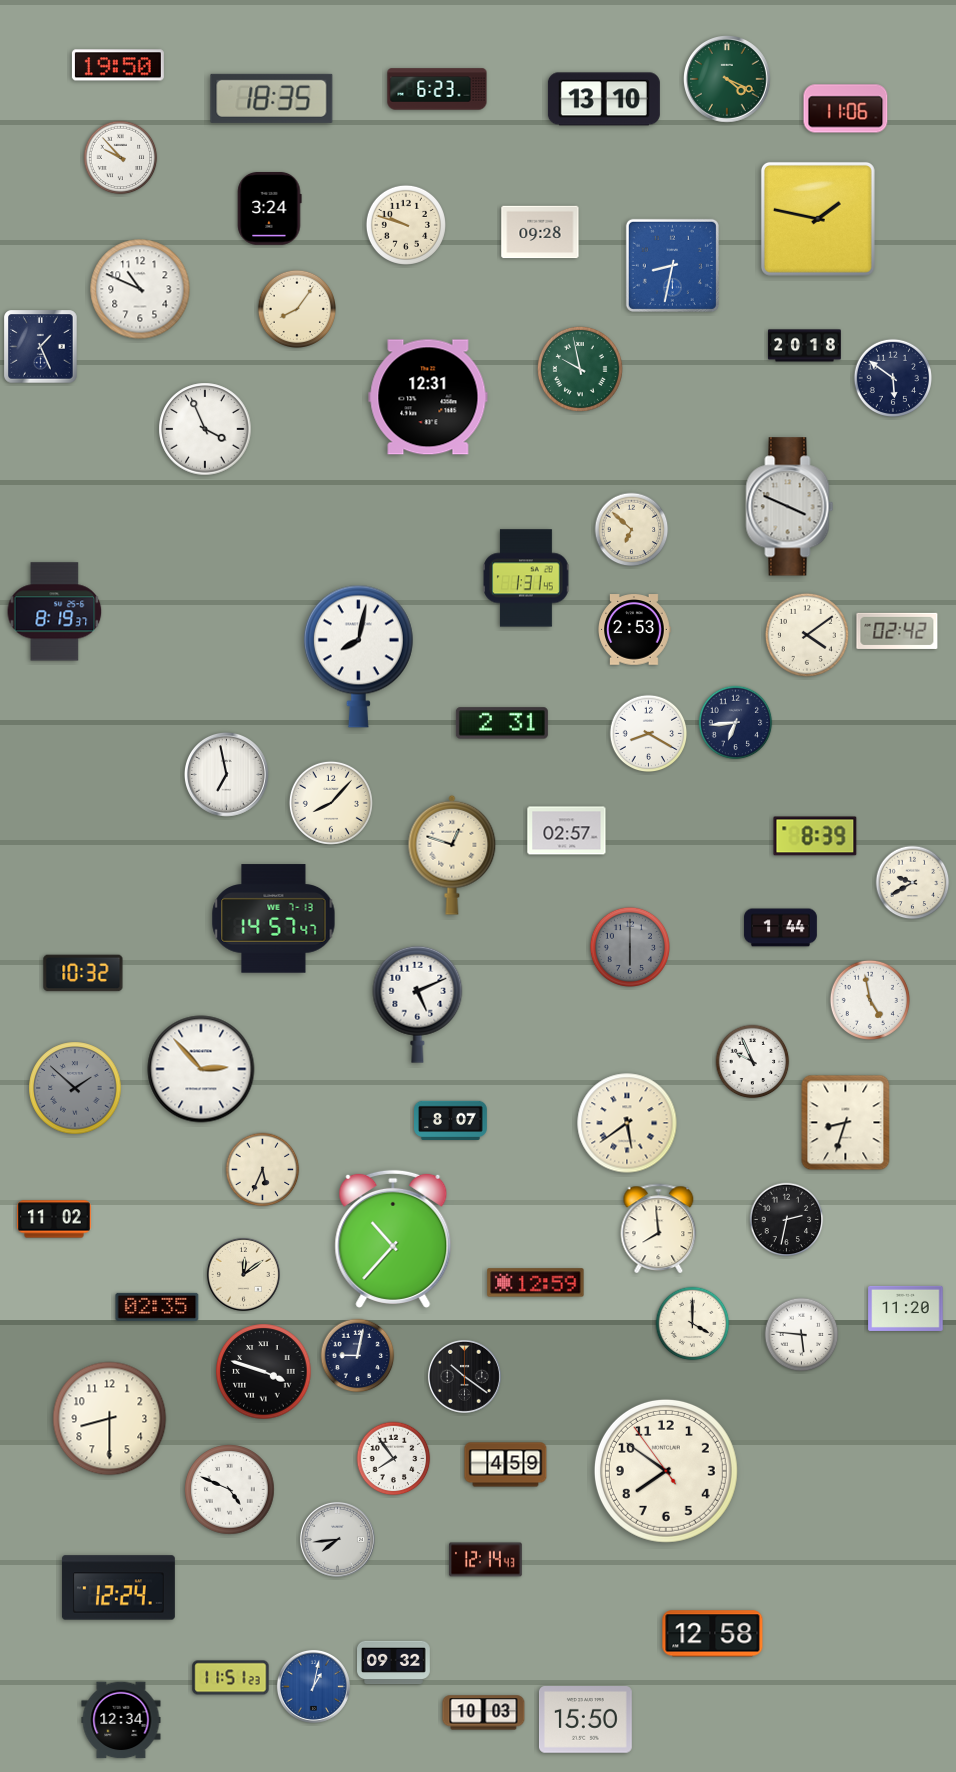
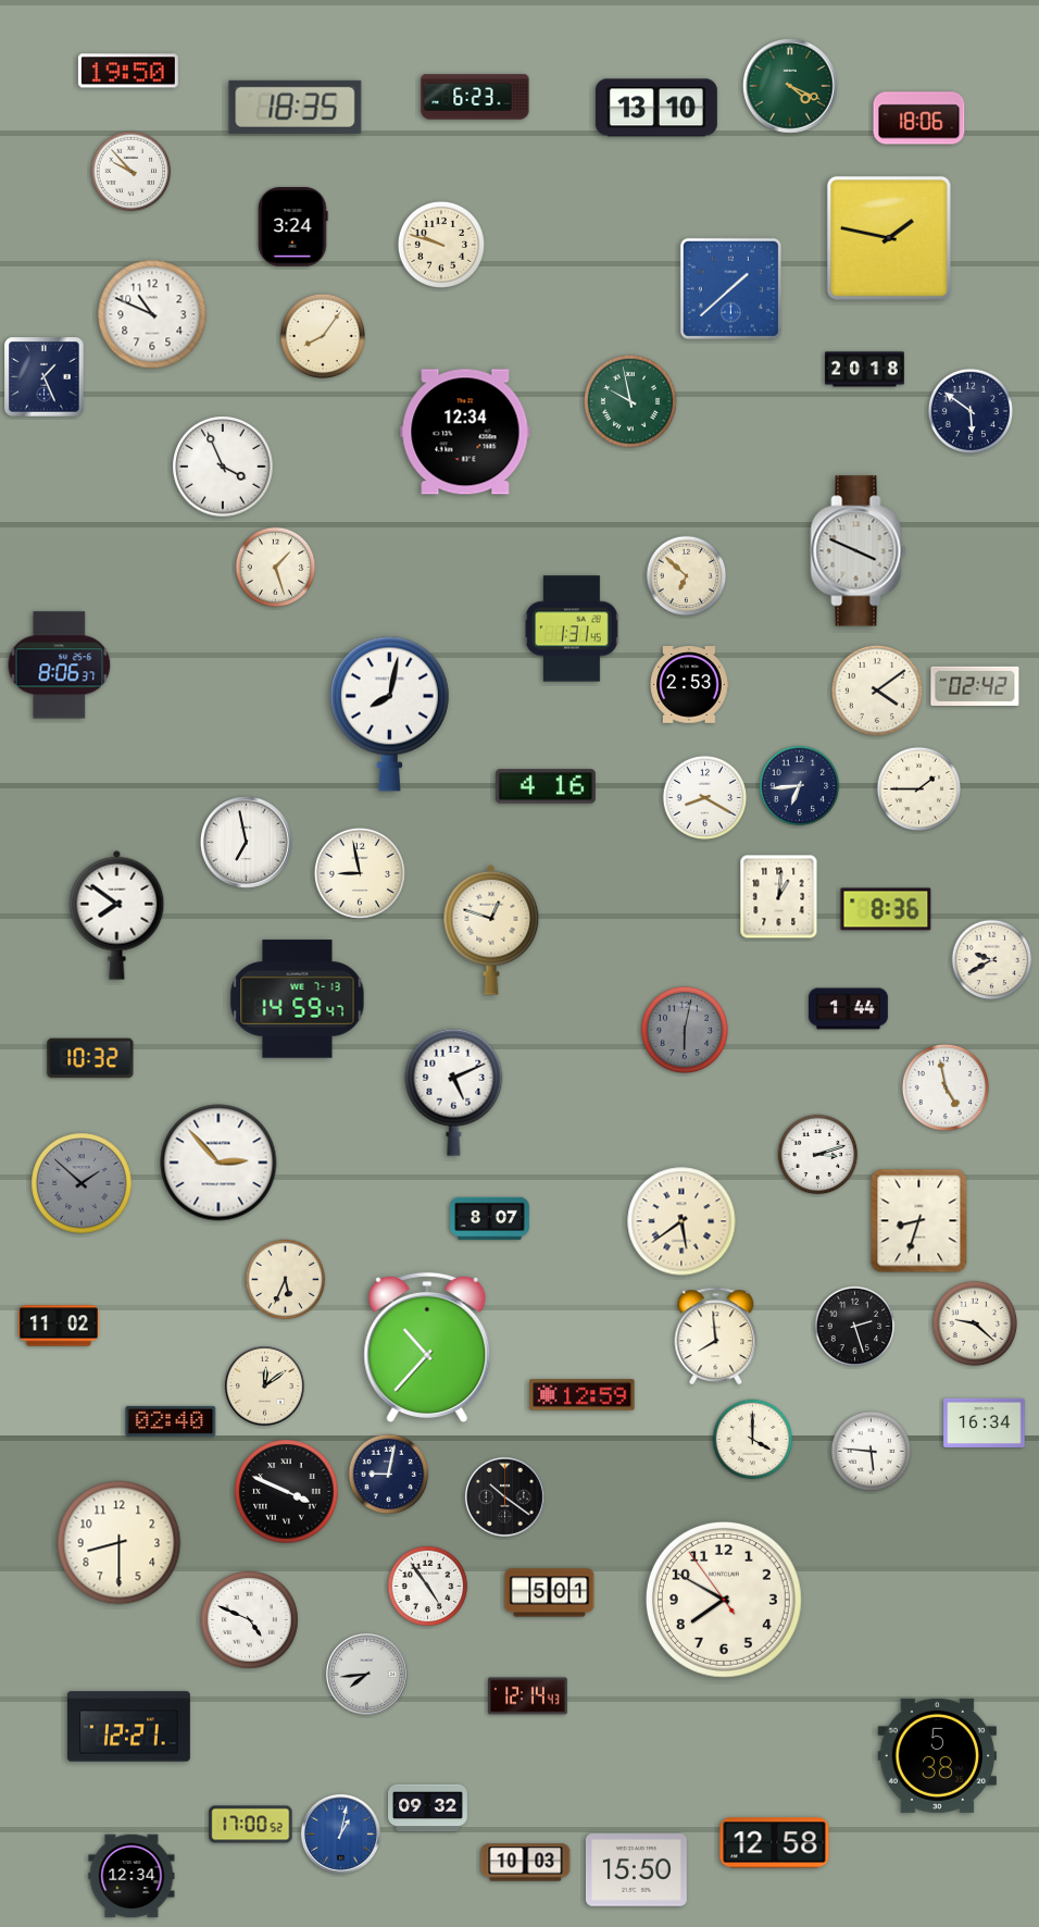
clock at (846, 109): 11:06 -> 18:06
clock at (540, 232): 09:28 -> none
clock at (672, 265): 8:32 -> 1:38
clock at (805, 346) position: (805, 346) -> (865, 370)
clock at (428, 397): 12:31 -> 12:34
clock at (276, 568): none -> 1:27
clock at (55, 612): 8:19 -> 8:06
clock at (502, 723): 2:31 -> 4:16
clock at (919, 790): none -> 1:45
clock at (331, 803): 8:07 -> 8:58
clock at (779, 897): none -> 1:01
clock at (567, 831): 02:57 -> none
clock at (815, 836): 8:39 -> 8:36
clock at (117, 915): none -> 7:51
clock at (274, 919): 14:57 -> 14:59
clock at (630, 947): 6:00 -> 6:02
clock at (753, 1062): 9:56 -> 3:12
clock at (263, 1170) position: (263, 1170) -> (286, 1280)
clock at (974, 1322): none -> 9:22
clock at (787, 1220): 2:32 -> 2:27
clock at (157, 1307): 02:35 -> 02:40
clock at (906, 1308): 11:20 -> 16:34
clock at (264, 1372): 3:48 -> 3:49
clock at (394, 1459): 7:54 -> 4:54
clock at (506, 1465): 4:59 -> 5:01
clock at (666, 1471): 7:50 -> 7:49
clock at (118, 1588): 12:24 -> 12:21
clock at (937, 1755): none -> 5:38
clock at (713, 1634) position: (713, 1634) -> (775, 1843)
clock at (231, 1678): 11:51 -> 17:00
clock at (121, 1720) position: (121, 1720) -> (132, 1876)
